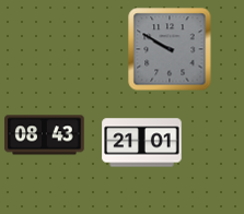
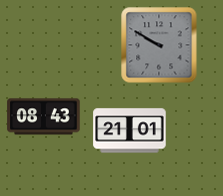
clock at (170, 49) position: (170, 49) -> (159, 45)
clock at (45, 135) position: (45, 135) -> (44, 117)
